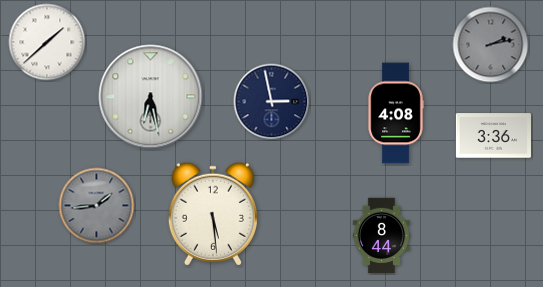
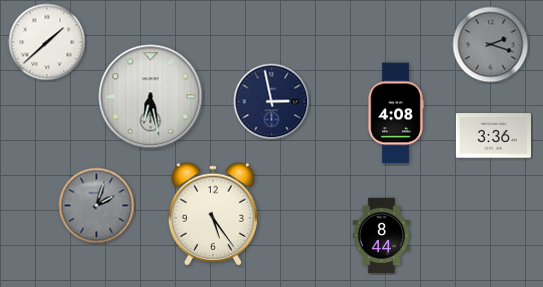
clock at (491, 45): 2:13 -> 2:18
clock at (97, 206): 1:44 -> 2:03
clock at (213, 214): 5:29 -> 5:24
